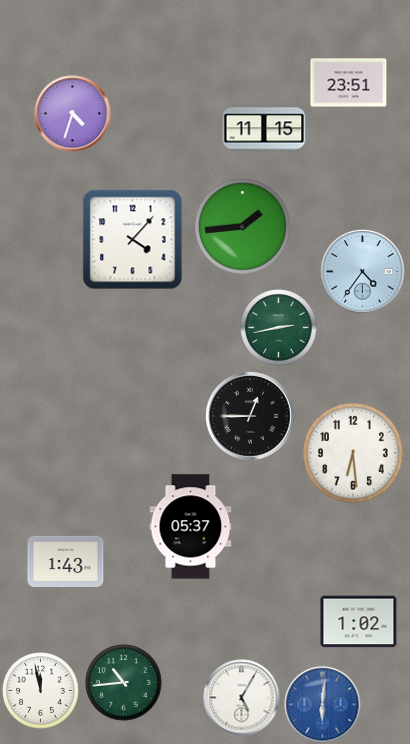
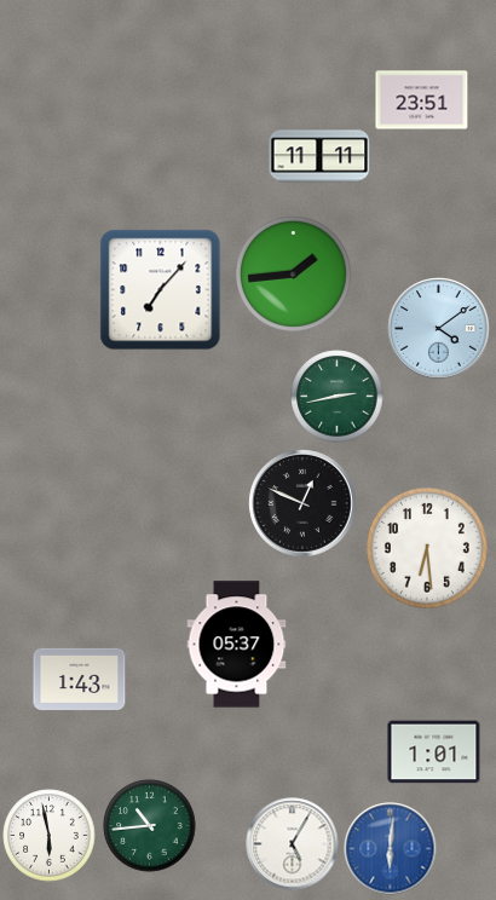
clock at (73, 114): 4:33 -> none
clock at (264, 129): 11:15 -> 11:11
clock at (133, 240): 4:07 -> 7:07
clock at (363, 272): 4:36 -> 4:09
clock at (250, 416): 12:45 -> 12:49
clock at (191, 527) position: (191, 527) -> (237, 645)
clock at (359, 622): 1:02 -> 1:01
clock at (41, 691): 11:58 -> 5:58
clock at (323, 705) position: (323, 705) -> (391, 849)
